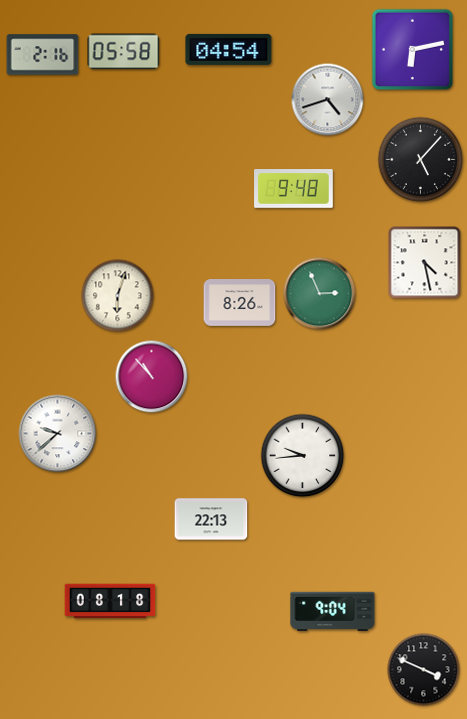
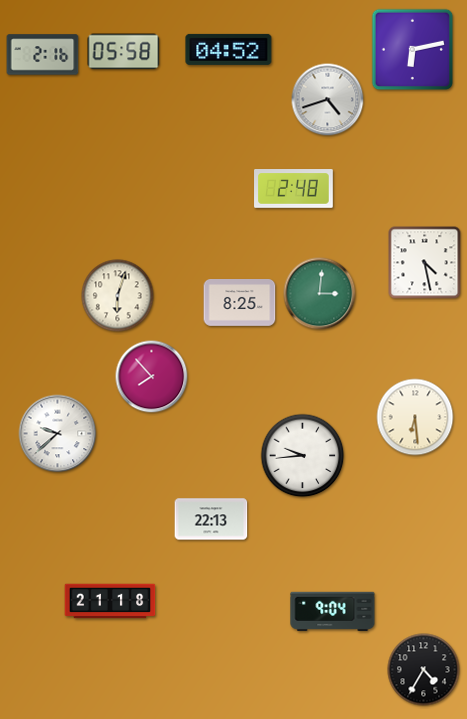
clock at (229, 49): 04:54 -> 04:52
clock at (421, 160): 5:07 -> none
clock at (294, 189): 9:48 -> 2:48
clock at (320, 294): 2:56 -> 3:01
clock at (240, 303): 8:26 -> 8:25
clock at (152, 377): 10:53 -> 7:53
clock at (415, 417): none -> 6:29
clock at (110, 601): 08:18 -> 21:18
clock at (424, 670): 3:49 -> 4:35
